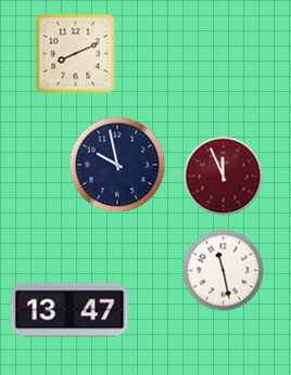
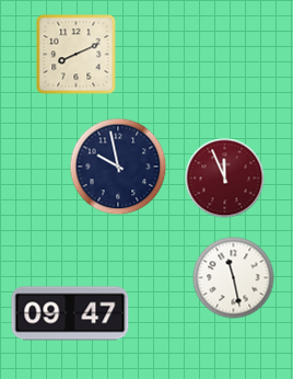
clock at (224, 271) position: (224, 271) -> (234, 278)
clock at (69, 310): 13:47 -> 09:47
